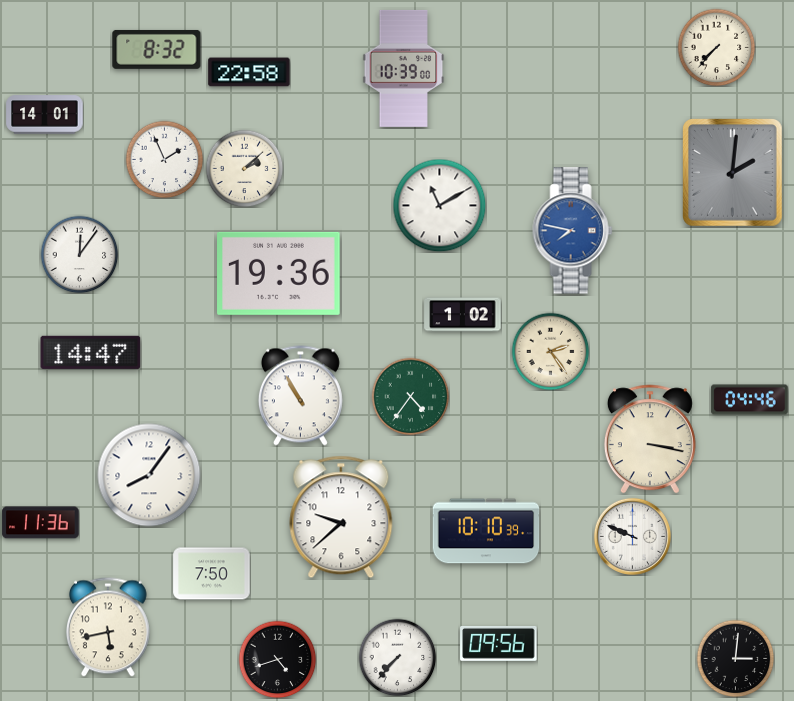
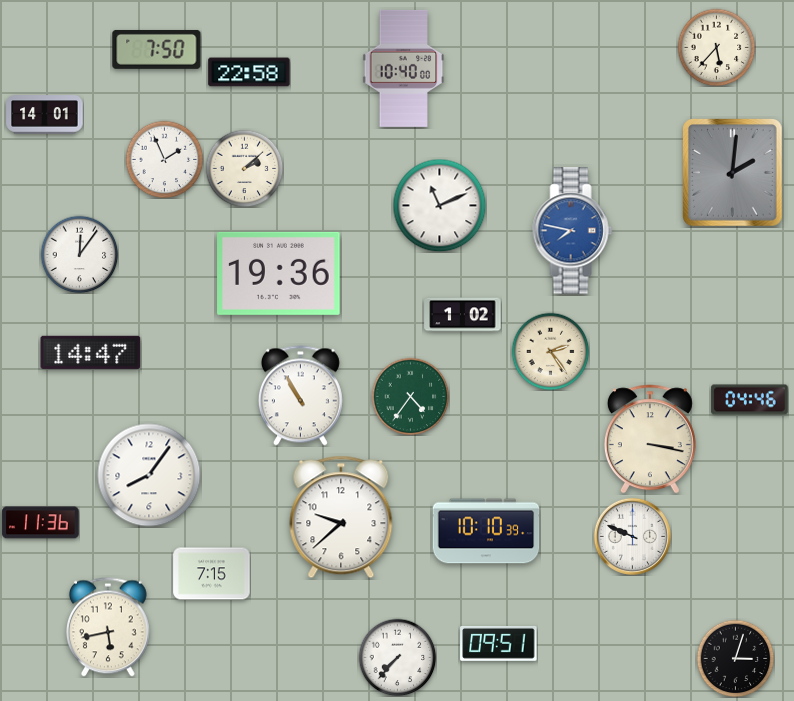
clock at (716, 47): 7:37 -> 5:37
clock at (157, 49): 8:32 -> 7:50
clock at (404, 68): 10:39 -> 10:40
clock at (439, 205): 11:10 -> 11:11
clock at (212, 574): 7:50 -> 7:15
clock at (499, 643): 09:56 -> 09:51
clock at (735, 658): 3:01 -> 3:03
clock at (277, 659): 4:42 -> none
